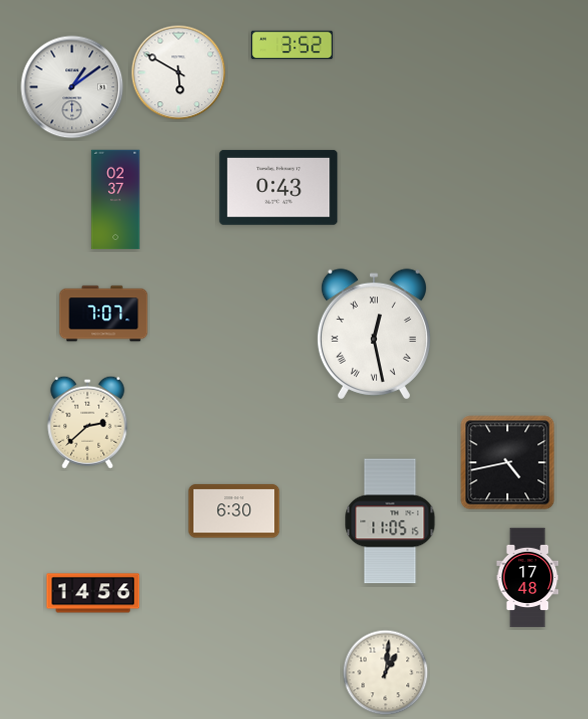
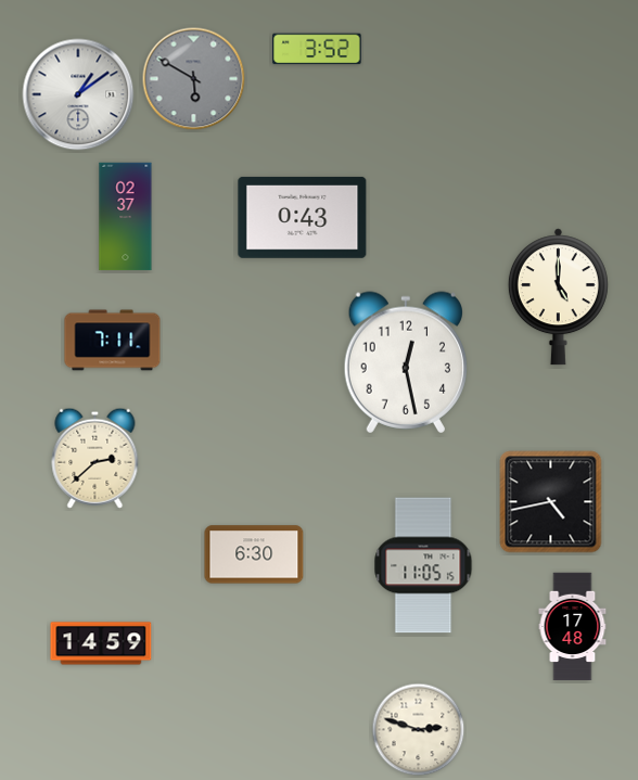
clock at (179, 73) dial: white -> grey
clock at (279, 187) position: (279, 187) -> (303, 217)
clock at (558, 297): none -> 5:00
clock at (104, 314): 7:07 -> 7:11
clock at (373, 334) numerals: Roman -> Arabic
clock at (93, 593): 14:56 -> 14:59
clock at (386, 673): 1:01 -> 2:48
